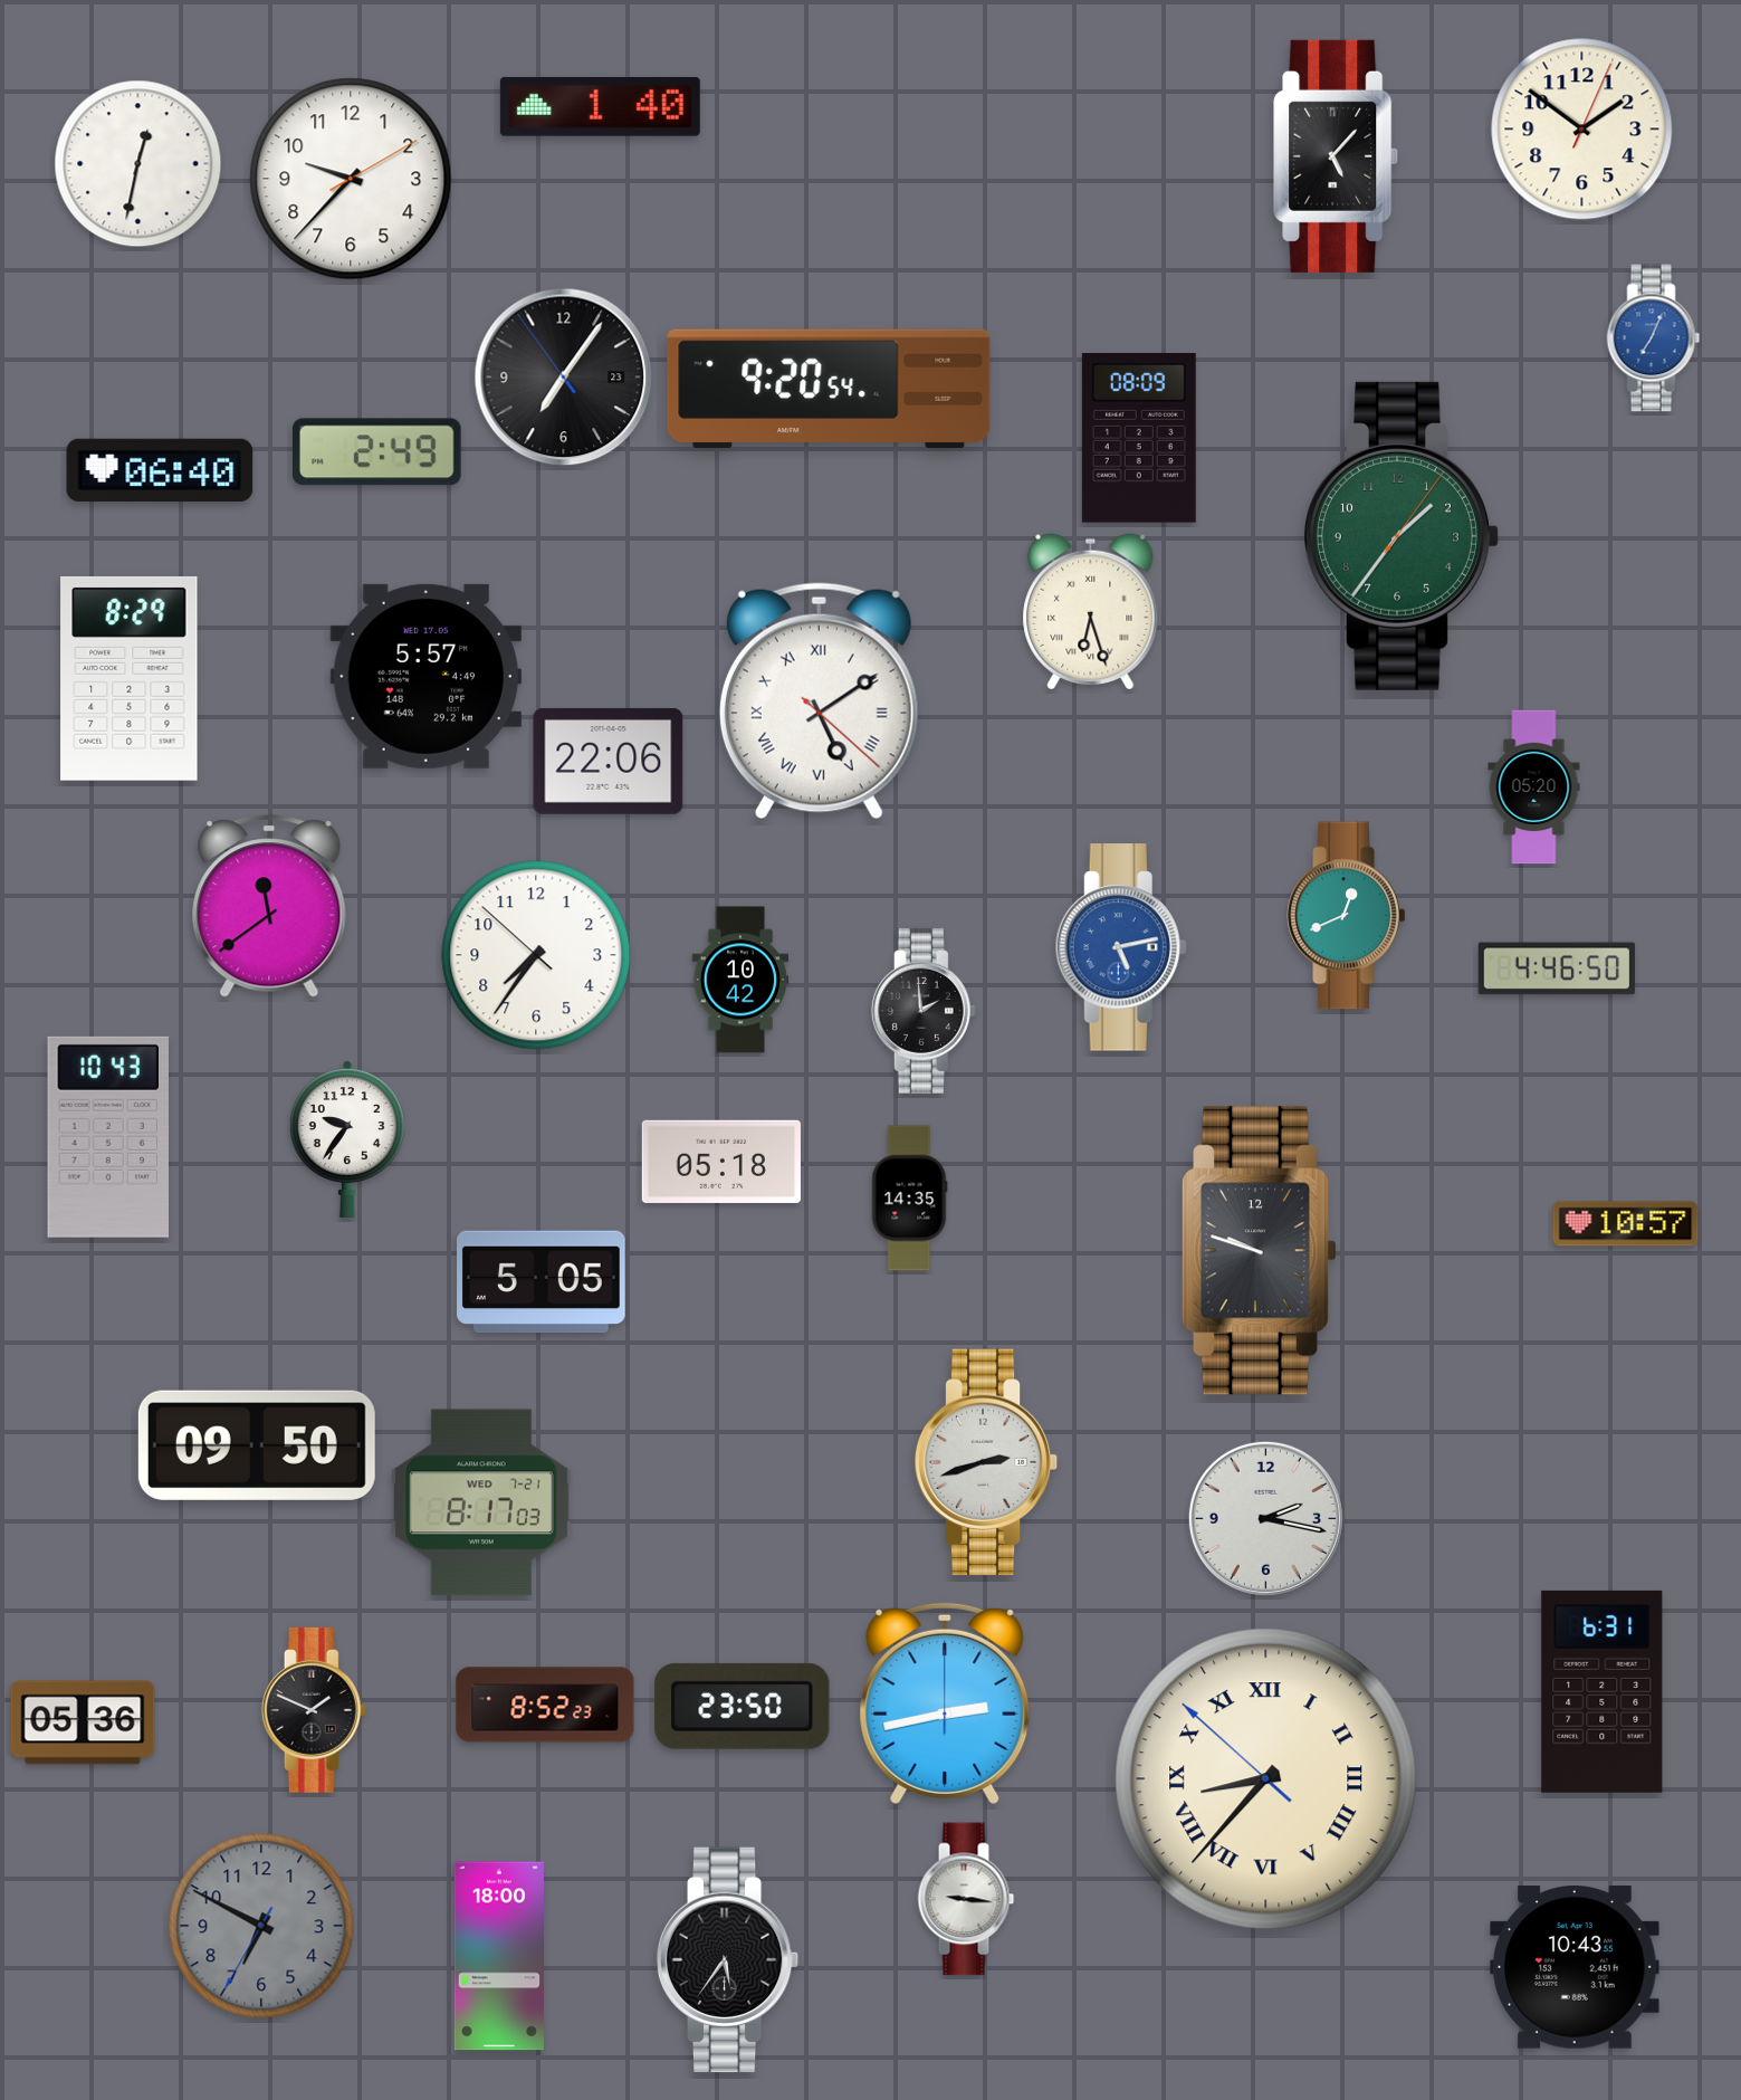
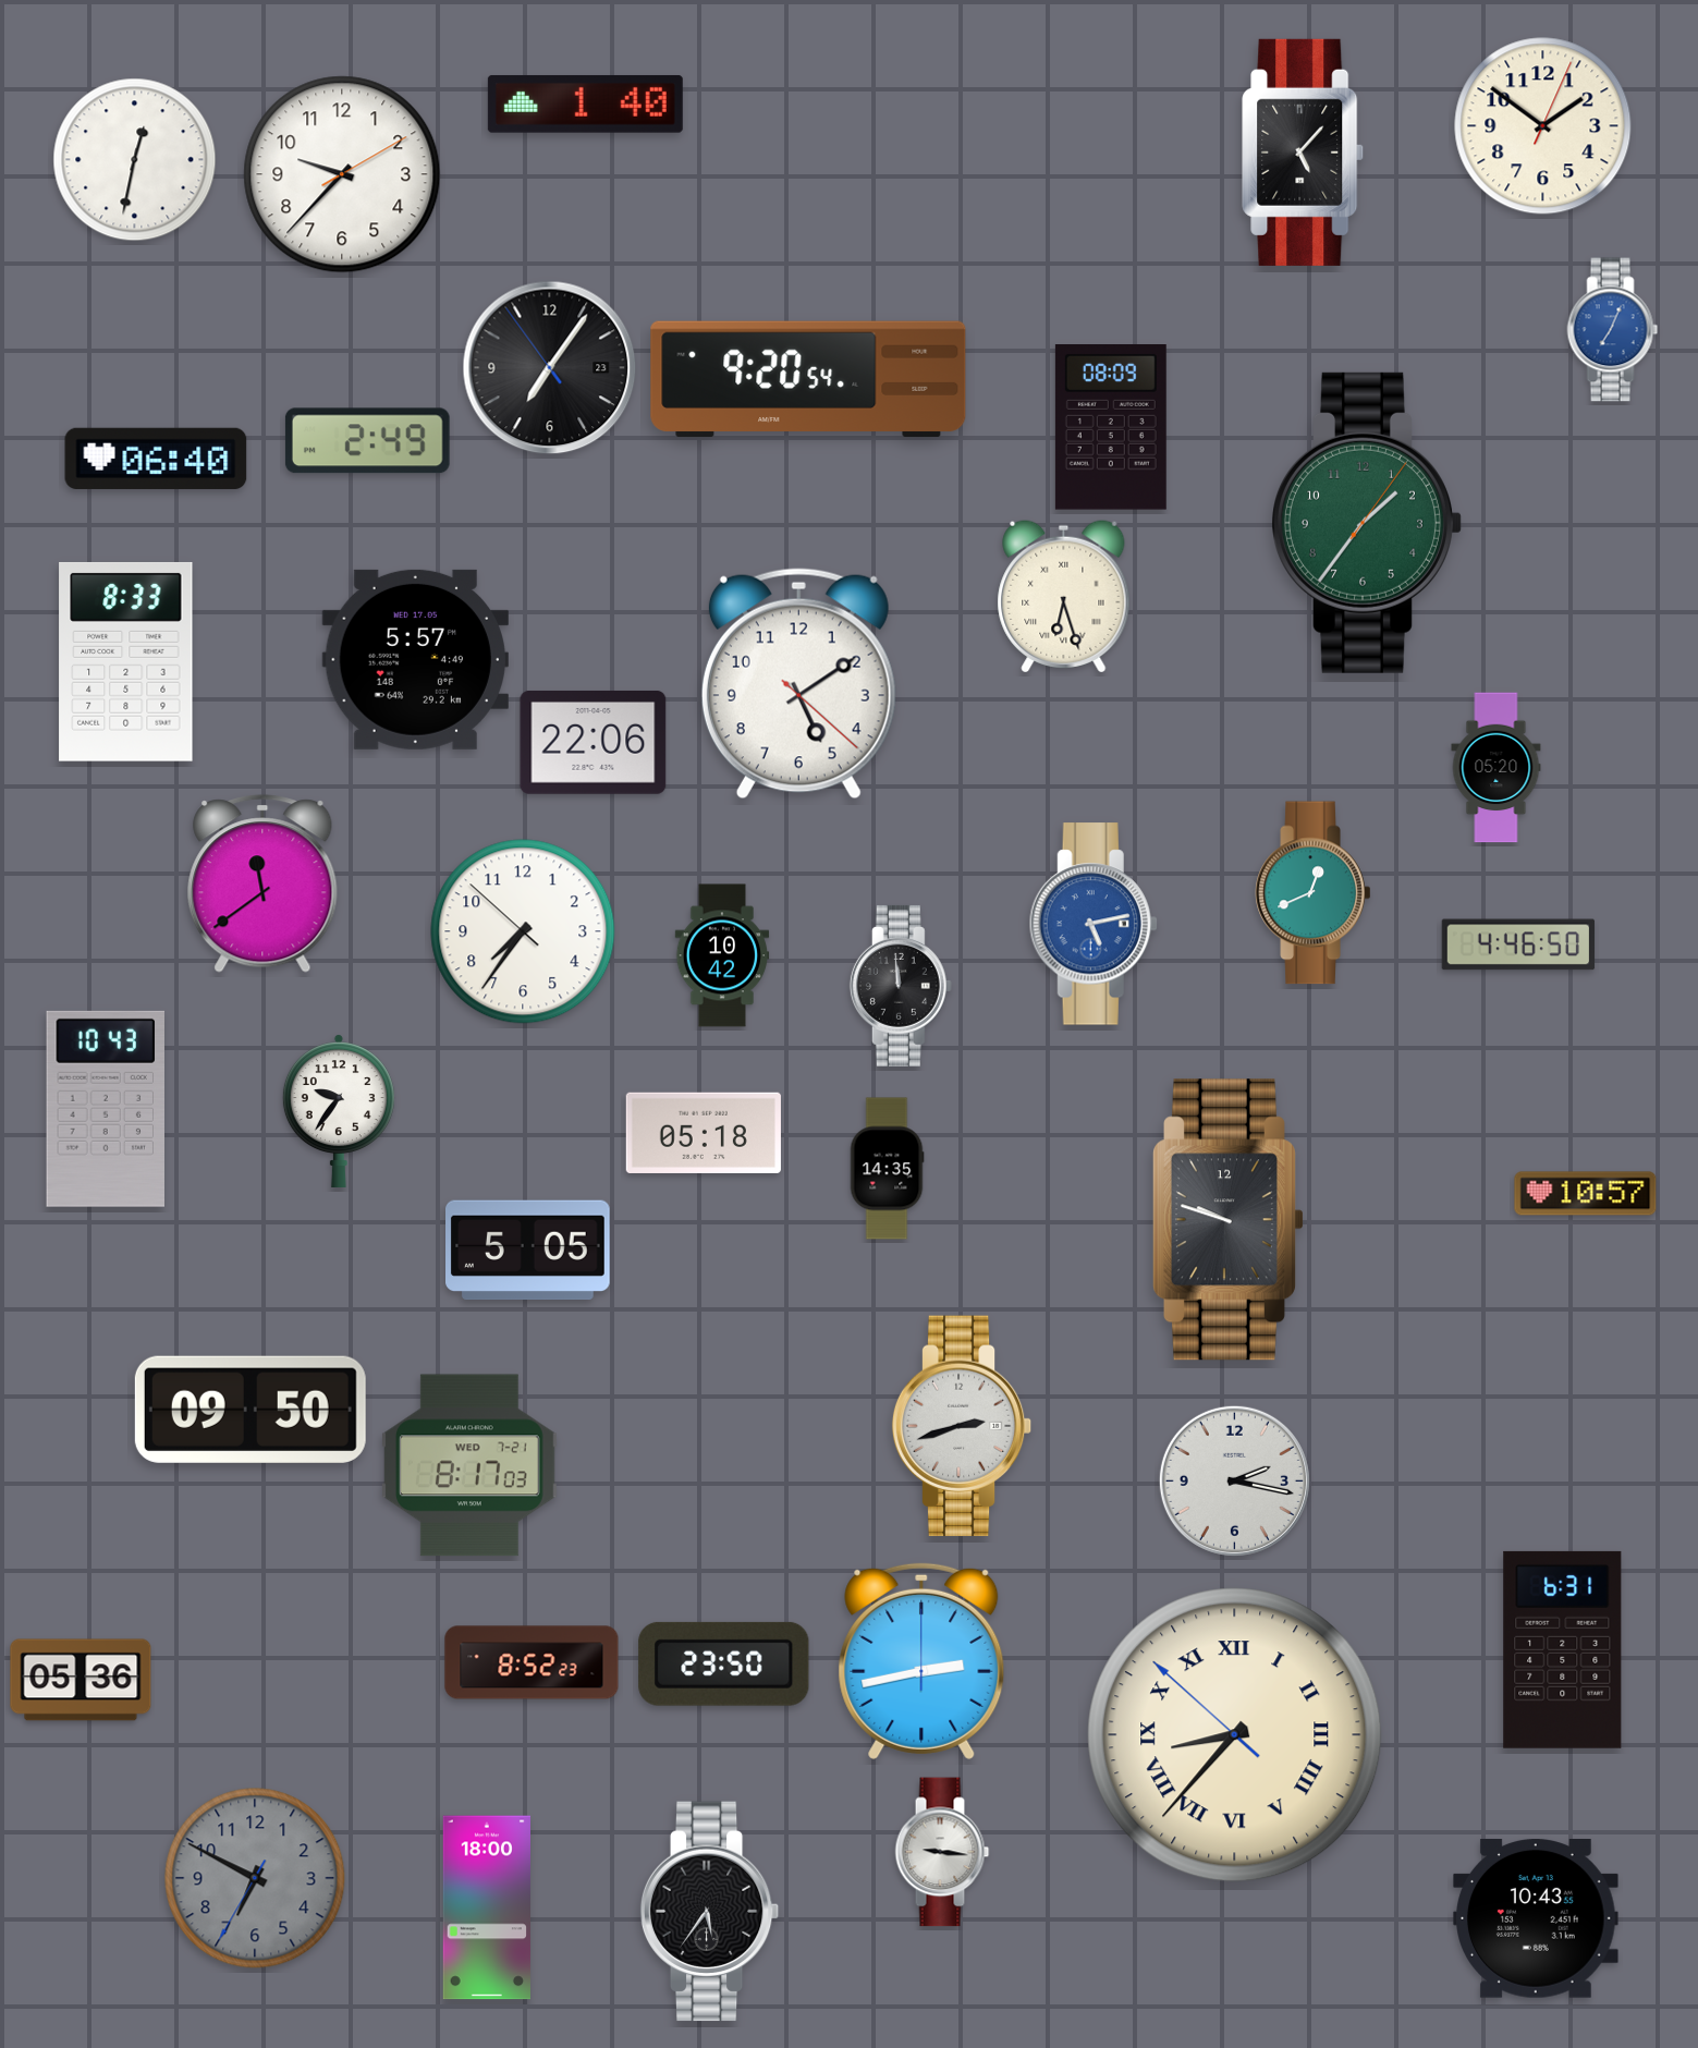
clock at (130, 678): 8:29 -> 8:33
clock at (819, 701) numerals: Roman -> Arabic
clock at (924, 1011): 1:59 -> 11:59
clock at (314, 1710): 1:49 -> none
